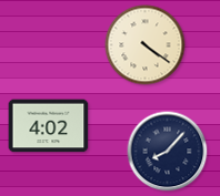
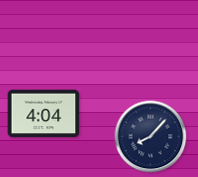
clock at (146, 45): 4:21 -> none
clock at (49, 126): 4:02 -> 4:04
